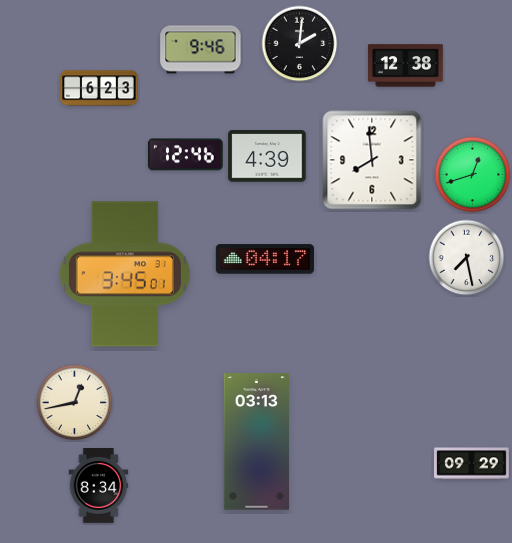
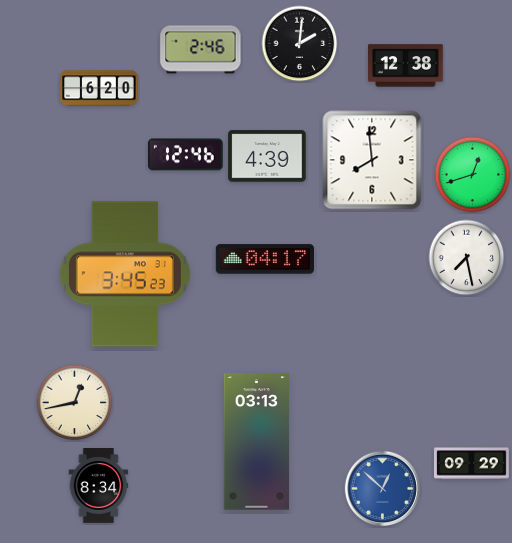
clock at (201, 50): 9:46 -> 2:46
clock at (99, 88): 6:23 -> 6:20
clock at (125, 274): 3:45:01 -> 3:45:23
clock at (382, 488): none -> 12:52
